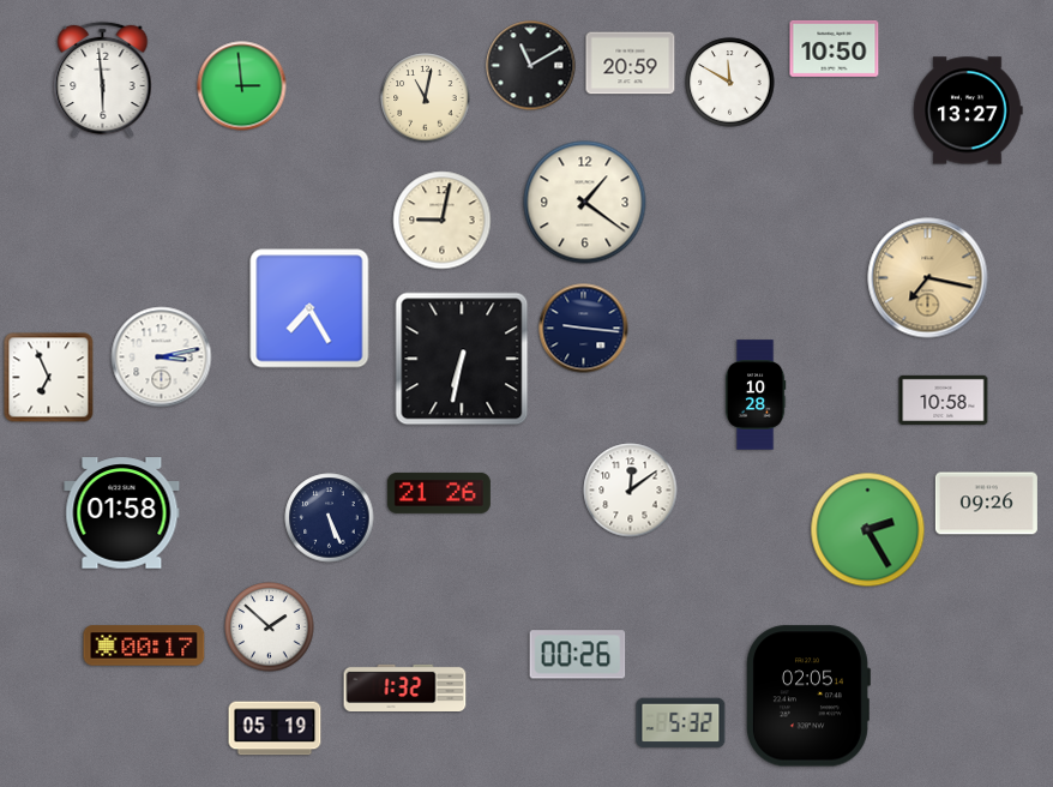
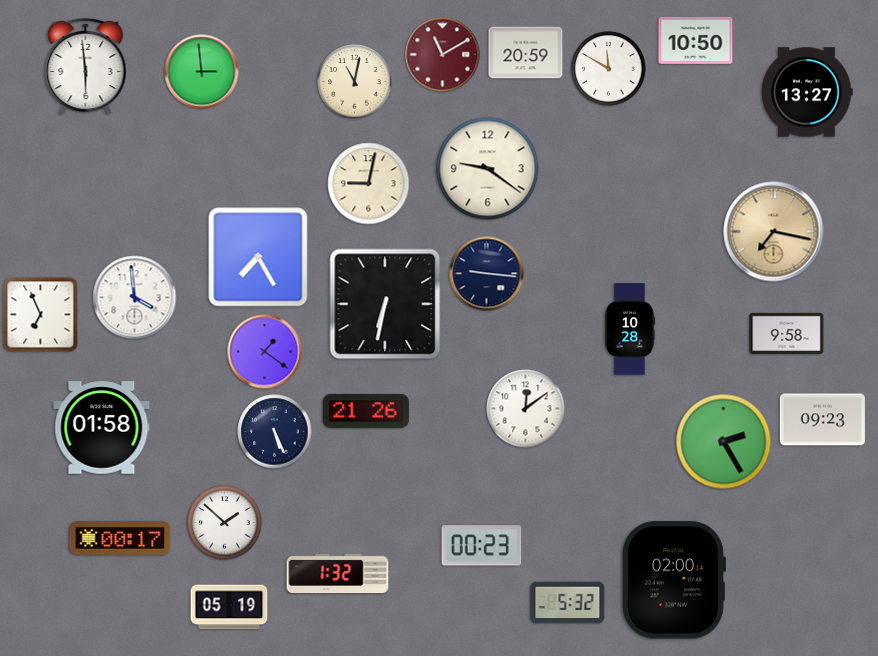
clock at (531, 66) dial: black -> burgundy
clock at (585, 203): 1:21 -> 9:21
clock at (162, 358): 3:13 -> 3:59
clock at (462, 359) position: (462, 359) -> (385, 304)
clock at (944, 399): 10:58 -> 9:58
clock at (265, 352): none -> 1:21
clock at (986, 504): 09:26 -> 09:23
clock at (578, 655): 00:26 -> 00:23
clock at (807, 696): 02:05 -> 02:00
